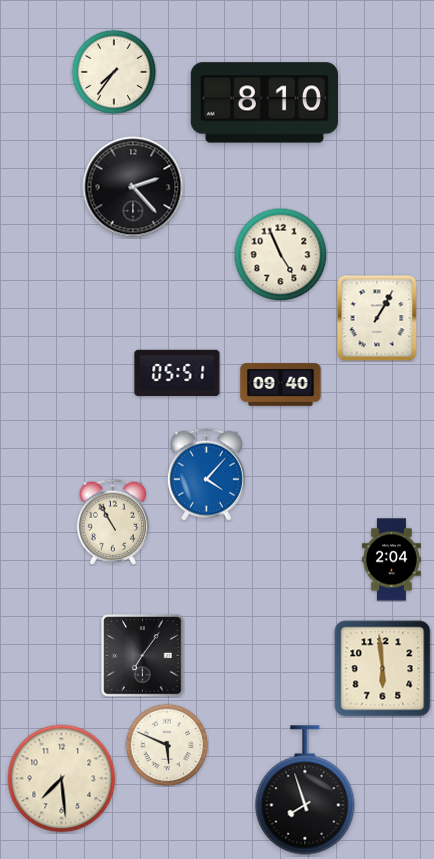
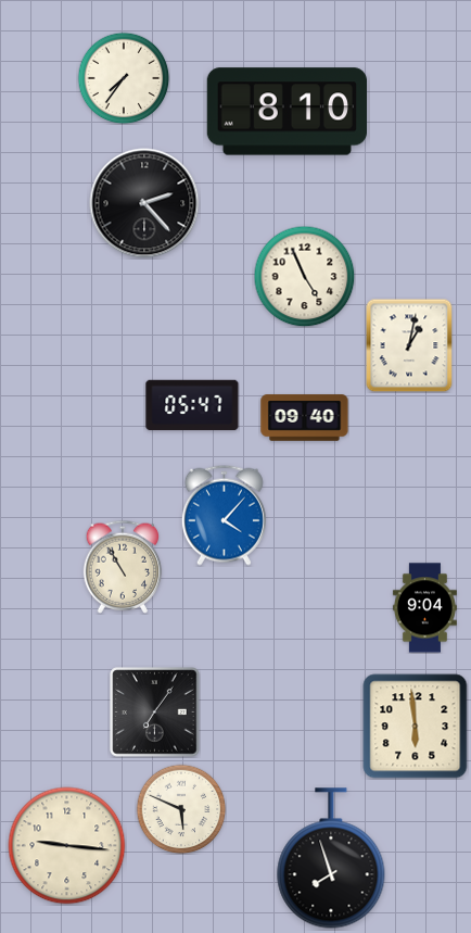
clock at (377, 318): 1:05 -> 1:02
clock at (177, 373): 05:51 -> 05:47
clock at (391, 560): 2:04 -> 9:04
clock at (62, 779): 7:29 -> 9:16
